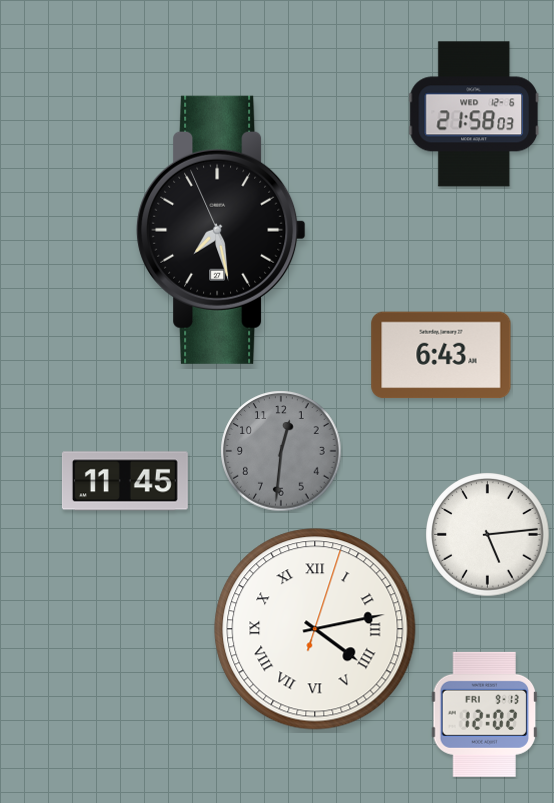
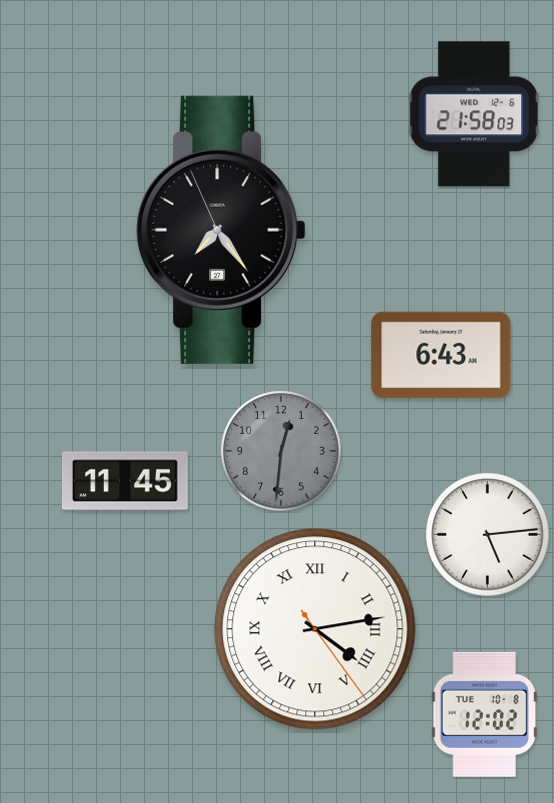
clock at (221, 230): 7:27 -> 7:23
clock at (315, 629): 4:13:03 -> 4:13:24
clock at (485, 714) date: FRI 9-13 -> TUE 10-8
